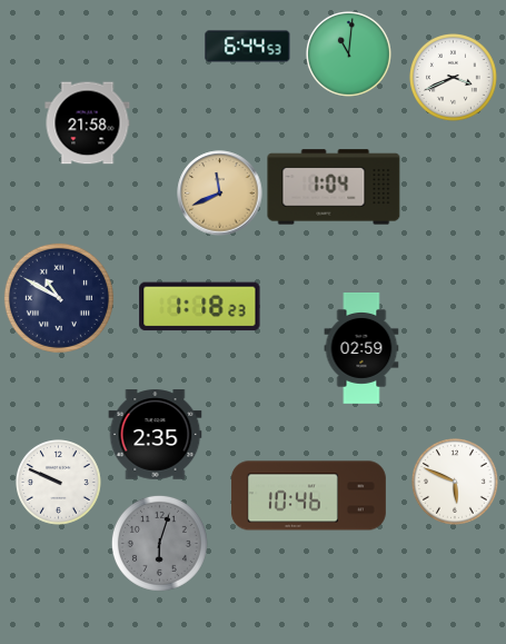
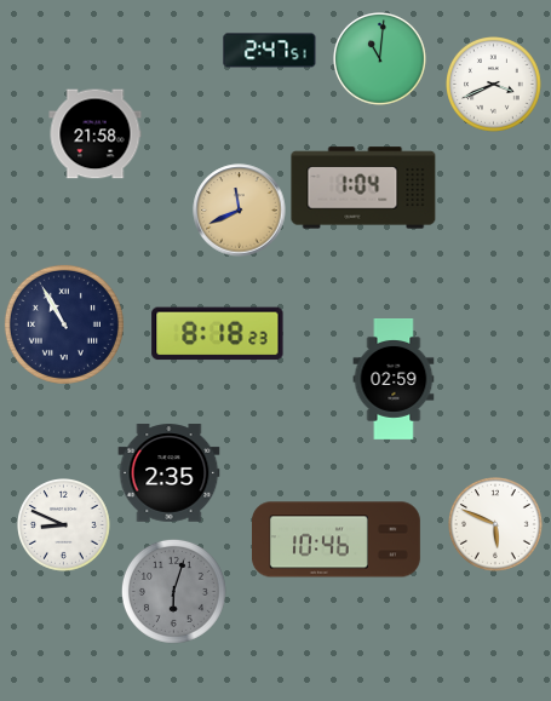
clock at (248, 47): 6:44 -> 2:47
clock at (334, 187) position: (334, 187) -> (363, 188)
clock at (59, 298): 10:50 -> 10:55
clock at (200, 307): 1:18 -> 8:18
clock at (59, 483): 9:49 -> 8:49
